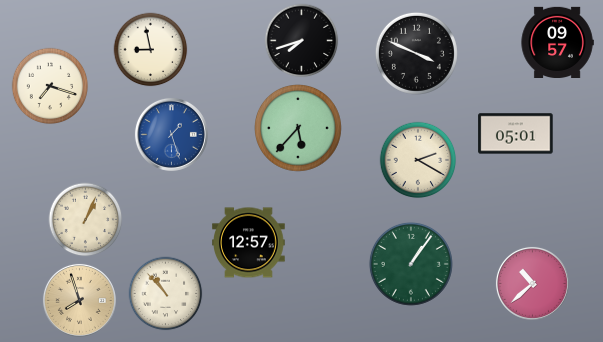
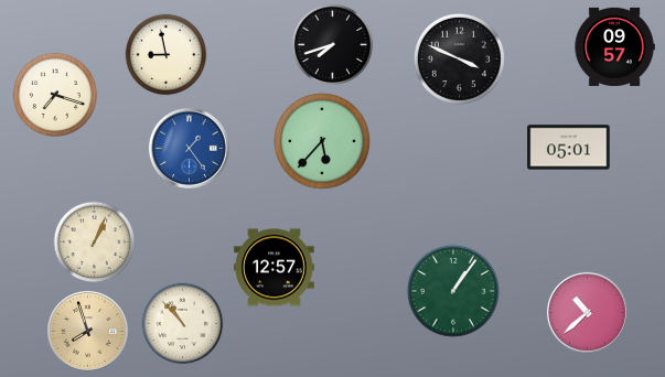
clock at (299, 129) position: (299, 129) -> (323, 142)
clock at (171, 134): 1:27 -> 1:24
clock at (418, 160): 2:20 -> none
